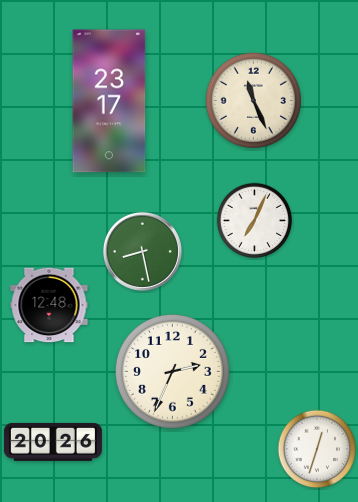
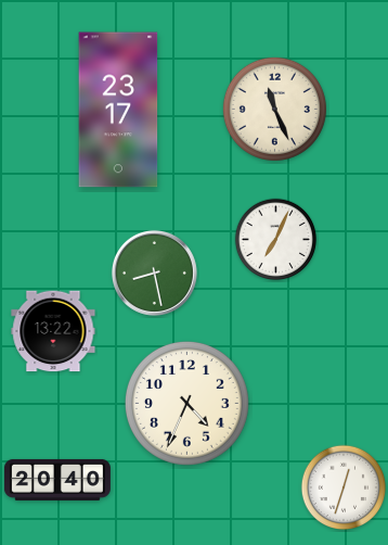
clock at (49, 305): 12:48 -> 13:22
clock at (172, 371): 2:34 -> 4:34
clock at (53, 442): 20:26 -> 20:40
